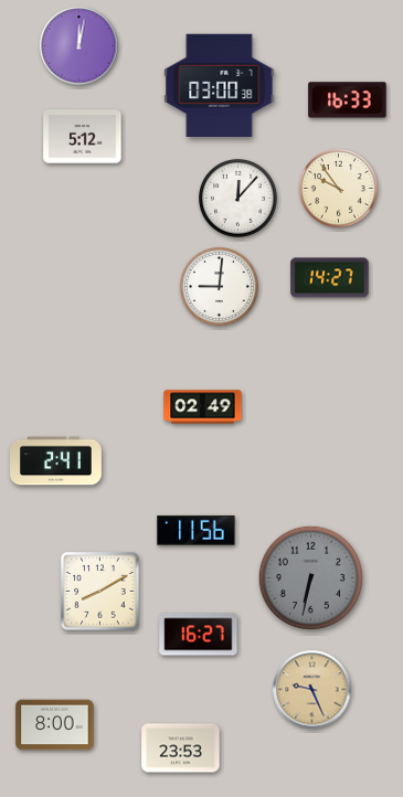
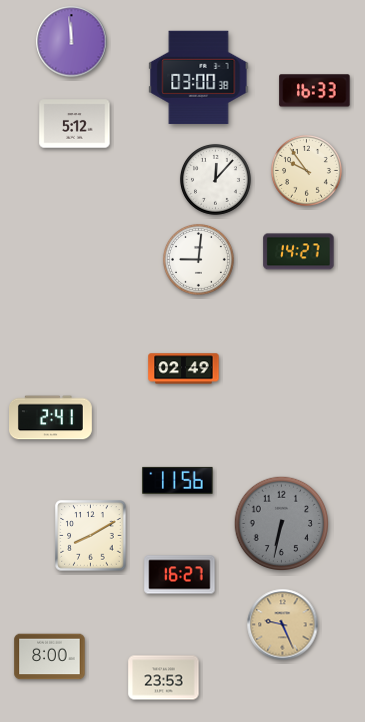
clock at (79, 46): 12:02 -> 11:59
